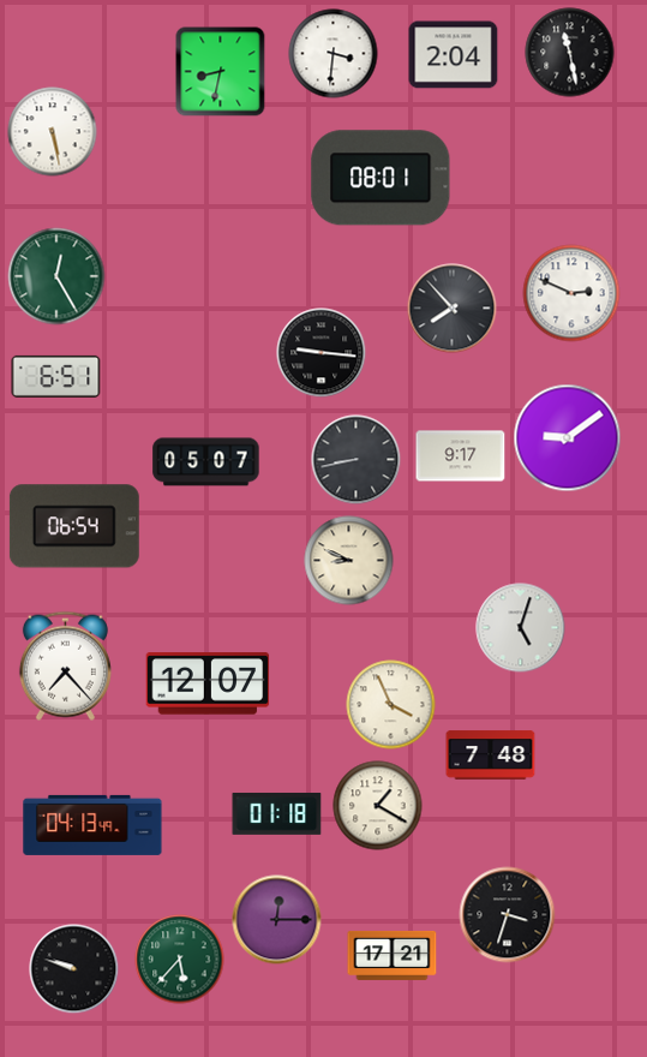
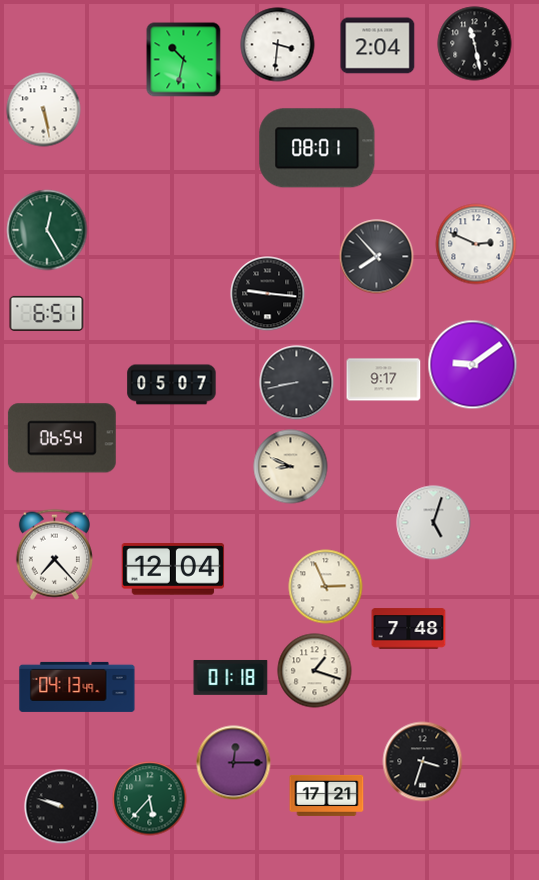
clock at (221, 72): 8:32 -> 10:32
clock at (208, 685): 12:07 -> 12:04
clock at (391, 705): 3:56 -> 2:56
clock at (378, 806): 1:20 -> 1:18
clock at (277, 920) position: (277, 920) -> (234, 763)
